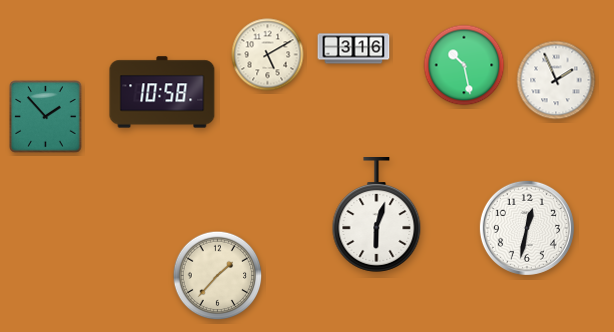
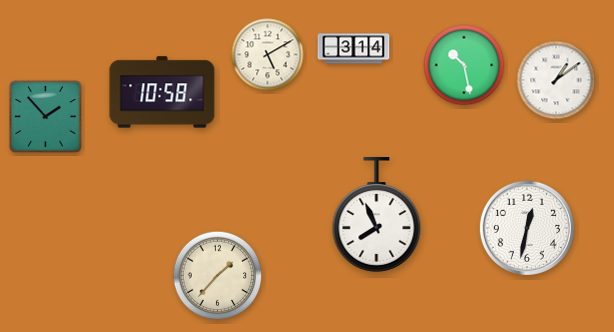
clock at (354, 49): 3:16 -> 3:14
clock at (556, 80): 1:56 -> 1:09
clock at (377, 215): 6:03 -> 7:56
